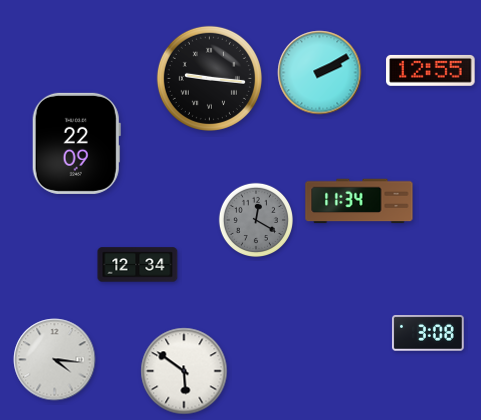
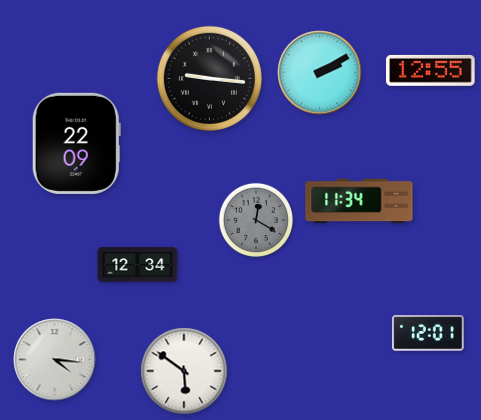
clock at (428, 334): 3:08 -> 12:01
